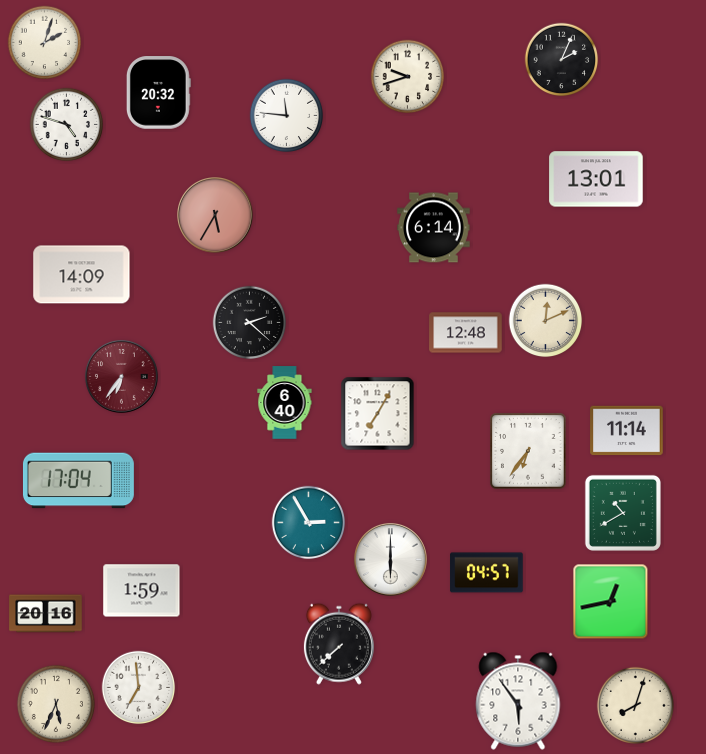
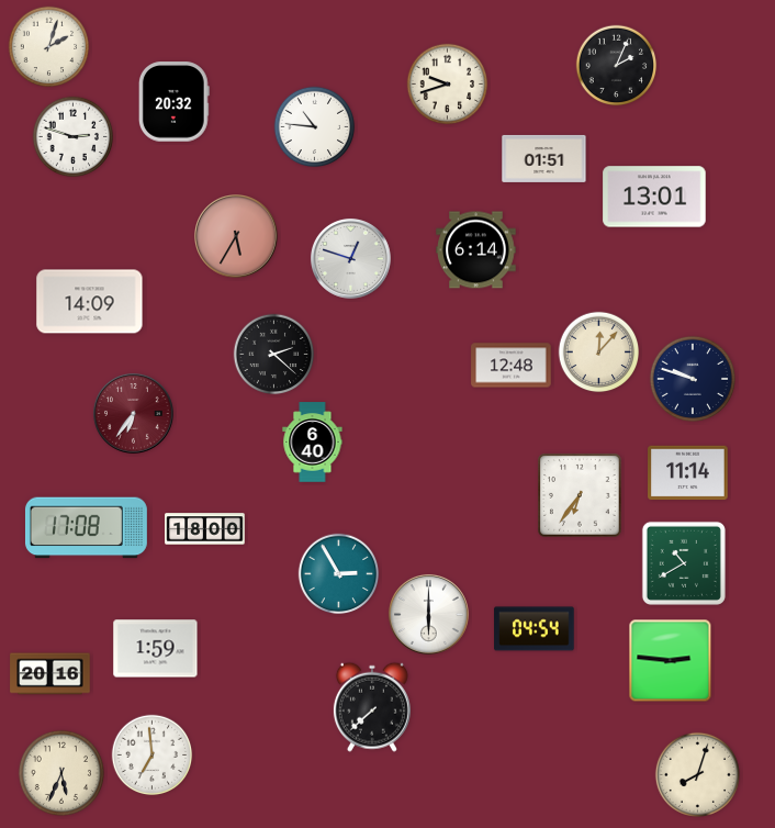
clock at (287, 116): 11:46 -> 10:46
clock at (67, 125): 4:48 -> 2:48
clock at (544, 158): none -> 01:51
clock at (350, 258): none -> 12:48
clock at (546, 321): 12:11 -> 12:07
clock at (693, 379): none -> 9:48
clock at (378, 414): 7:05 -> none
clock at (78, 481): 17:04 -> 17:08
clock at (205, 529): none -> 18:00
clock at (487, 573): 04:57 -> 04:54
clock at (611, 602): 12:43 -> 2:46
clock at (518, 701): 5:54 -> none
